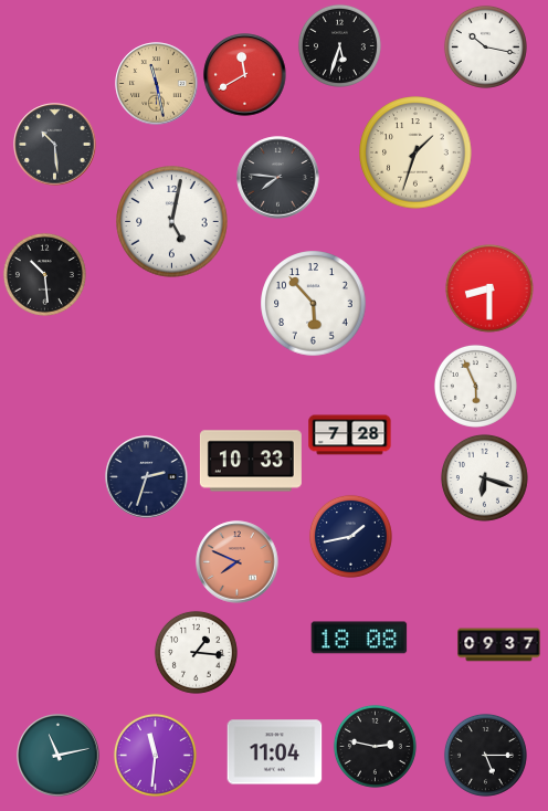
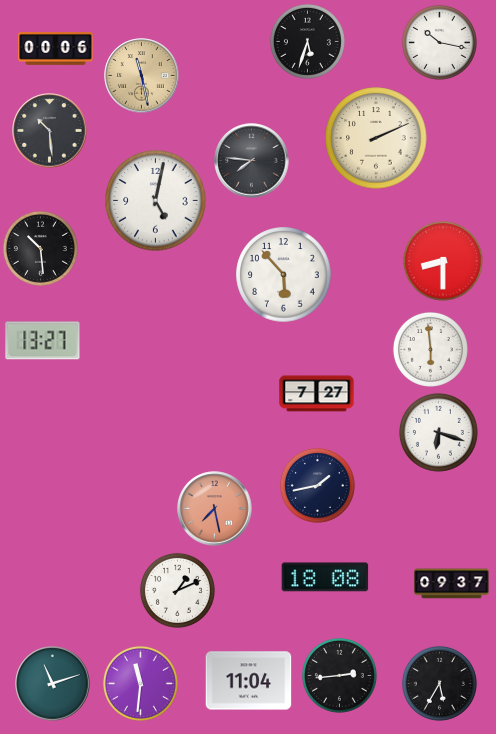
clock at (56, 49): none -> 00:06
clock at (245, 75): 11:40 -> none
clock at (415, 152): 1:33 -> 2:11
clock at (43, 341): none -> 13:27
clock at (475, 386): 5:56 -> 5:59
clock at (350, 435): 7:28 -> 7:27
clock at (251, 461): 10:33 -> none
clock at (147, 477): 2:33 -> none
clock at (238, 562): 7:49 -> 7:28
clock at (196, 652): 1:16 -> 1:11
clock at (375, 746): 2:47 -> 2:44
clock at (485, 755): 5:15 -> 5:35
clock at (59, 756): 11:13 -> 11:12
